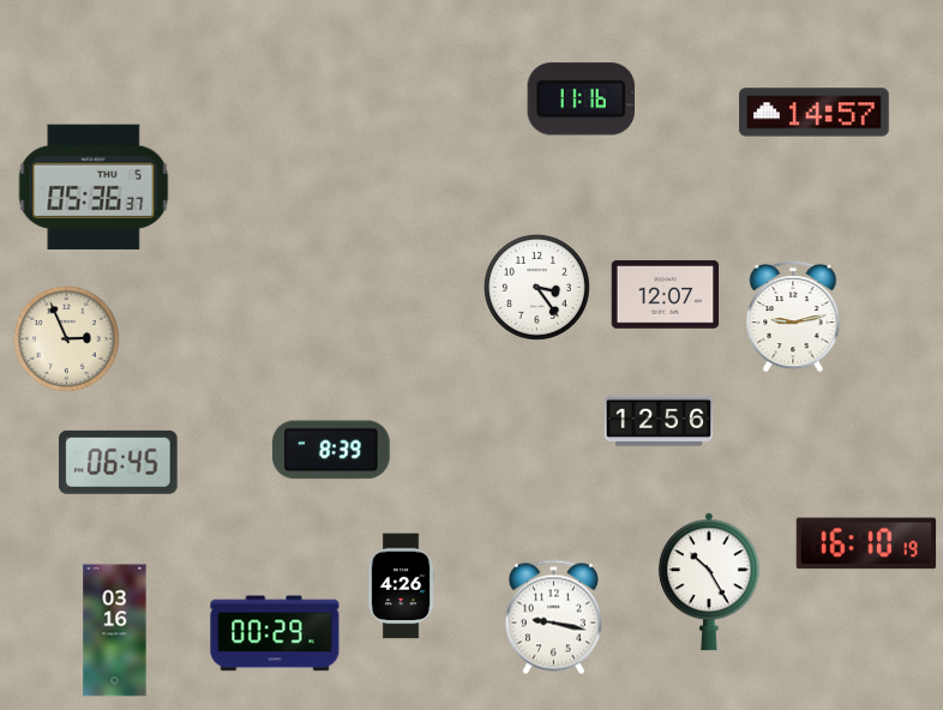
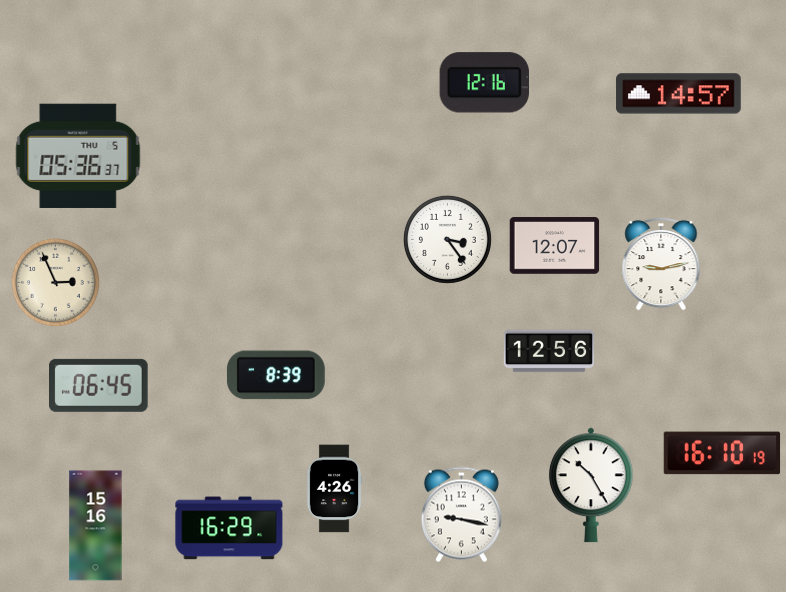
clock at (581, 100): 11:16 -> 12:16
clock at (115, 631): 03:16 -> 15:16
clock at (275, 633): 00:29 -> 16:29
